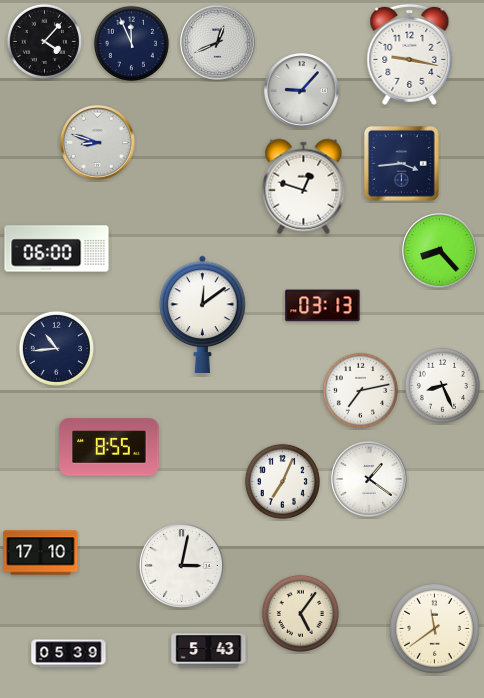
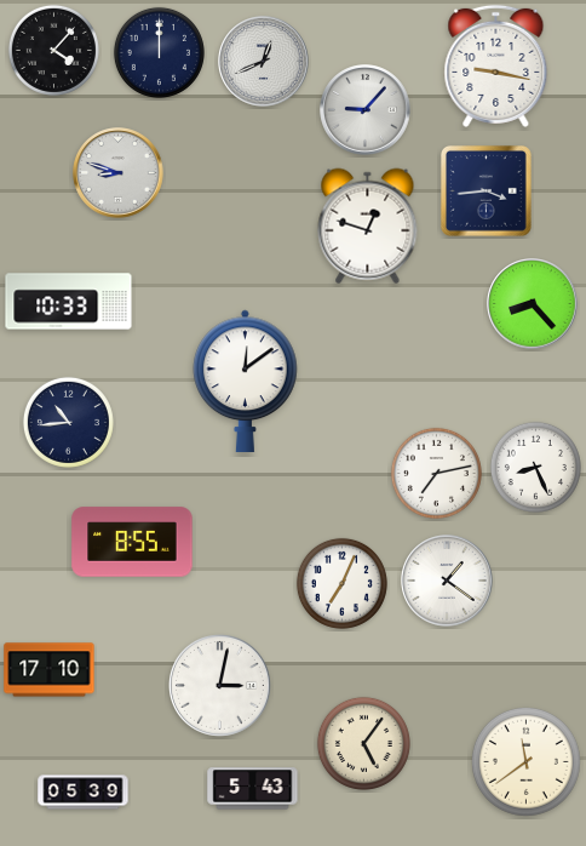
clock at (131, 43): 11:56 -> 12:00
clock at (218, 43) position: (218, 43) -> (264, 62)
clock at (401, 163) position: (401, 163) -> (486, 190)
clock at (57, 249): 06:00 -> 10:33
clock at (323, 306): 03:13 -> none
